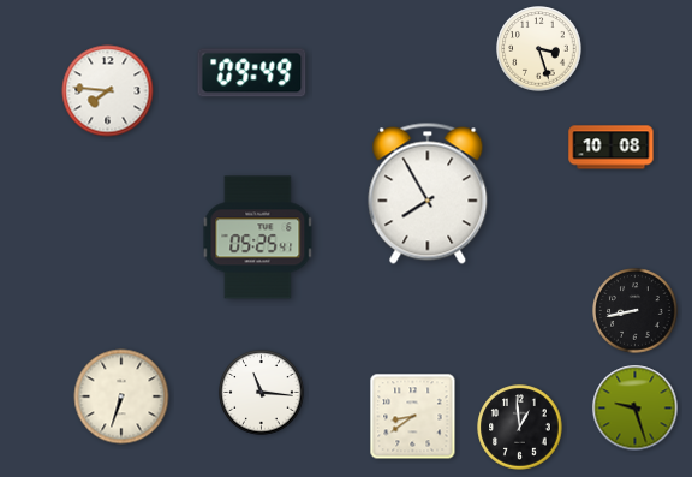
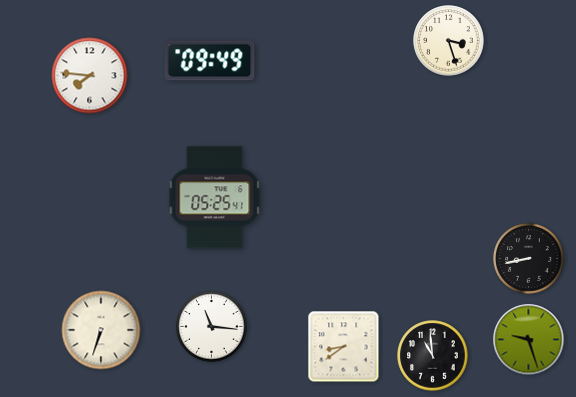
clock at (612, 148): 10:08 -> none
clock at (428, 193): 7:55 -> none
clock at (262, 393) position: (262, 393) -> (212, 327)
clock at (520, 428): 12:59 -> 10:59
